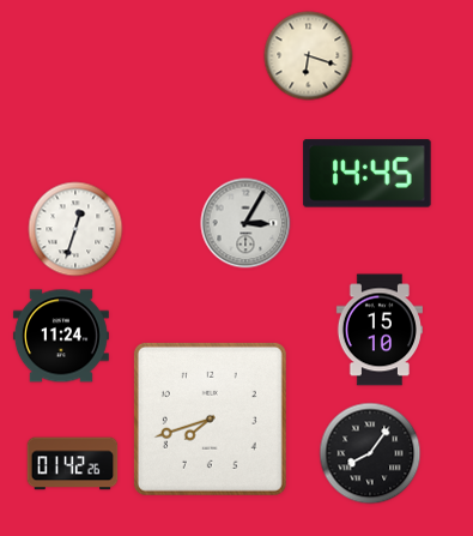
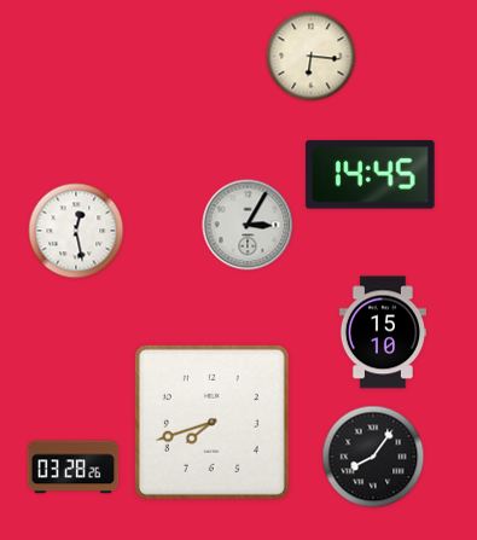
clock at (309, 56): 6:18 -> 6:16
clock at (75, 229): 12:33 -> 12:28
clock at (61, 336): 11:24 -> none
clock at (73, 464): 01:42 -> 03:28
